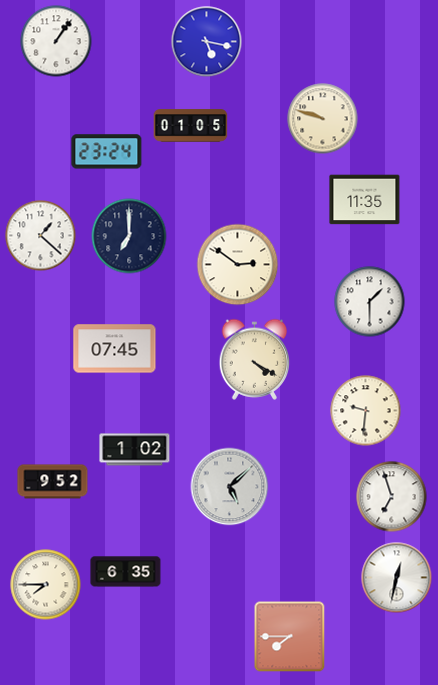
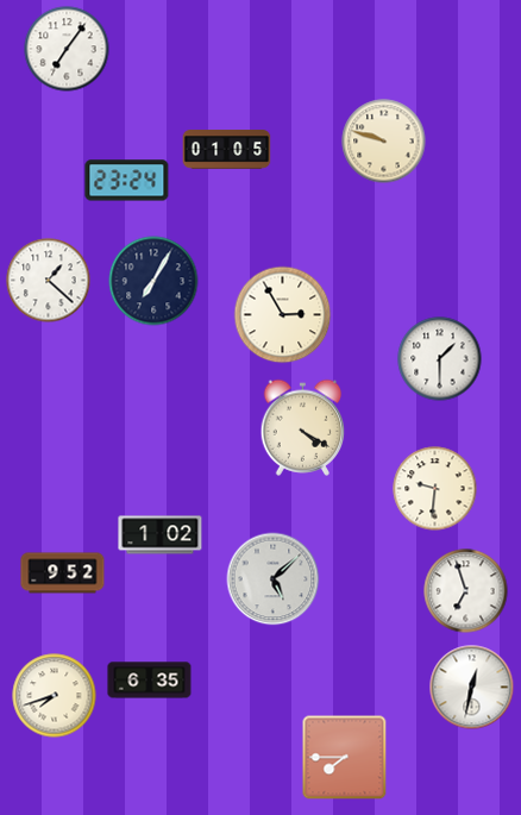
clock at (56, 41): 1:06 -> 7:06
clock at (207, 42): 5:17 -> none
clock at (365, 200): 11:35 -> none
clock at (129, 236): 7:00 -> 7:05
clock at (238, 265): 2:51 -> 2:55
clock at (115, 349): 07:45 -> none
clock at (46, 585): 7:45 -> 7:42
